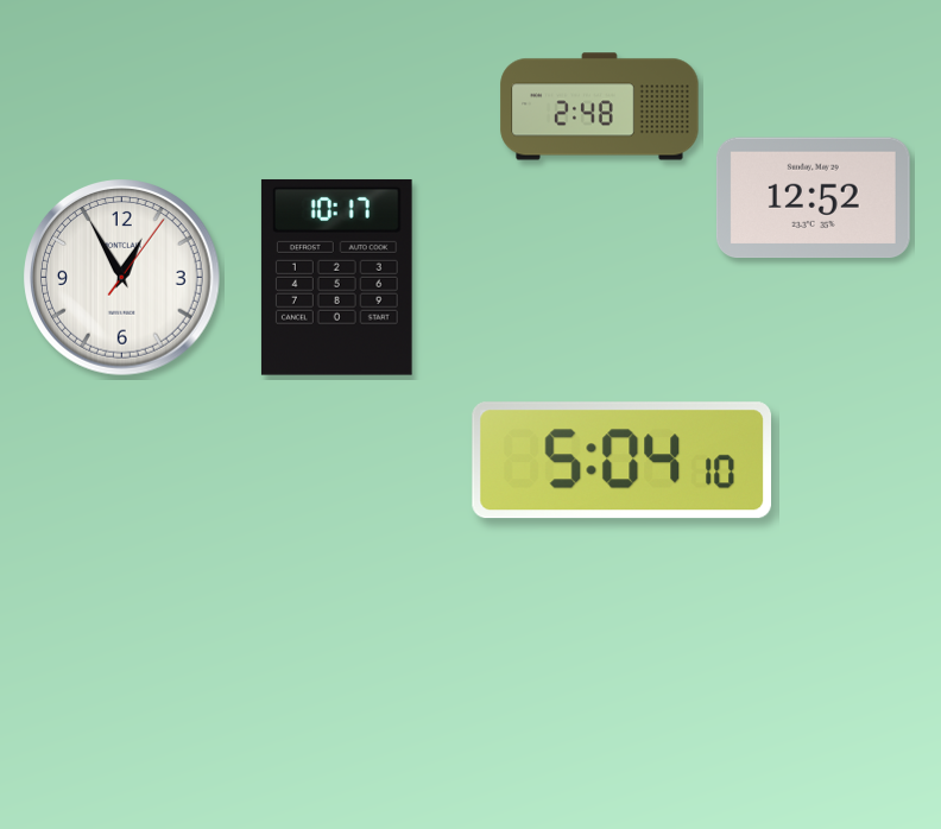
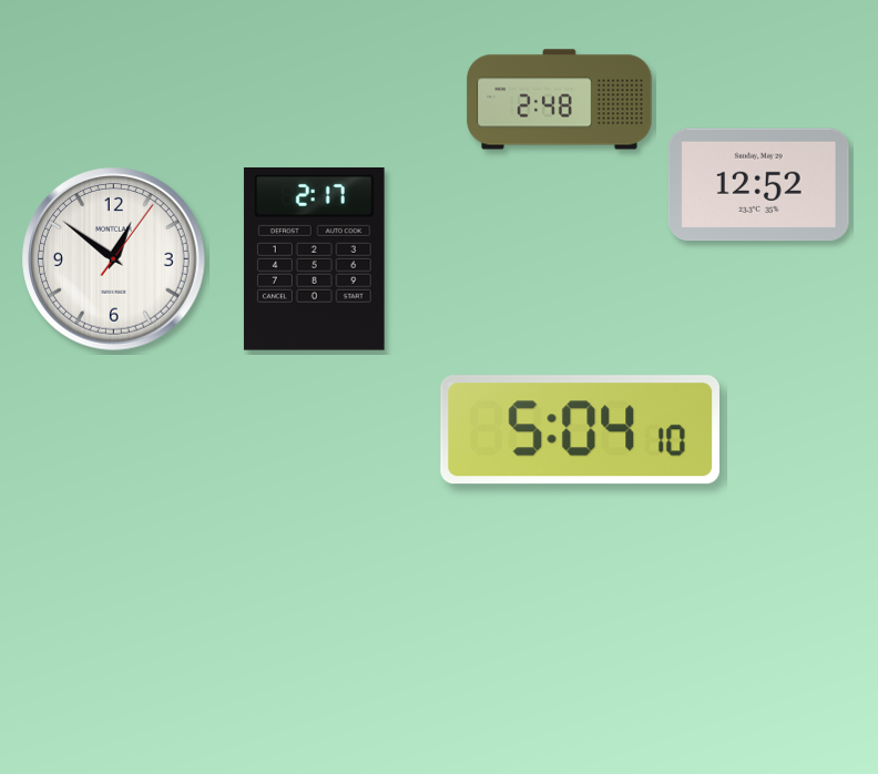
clock at (336, 277): 10:17 -> 2:17
clock at (122, 278): 12:55 -> 12:51
